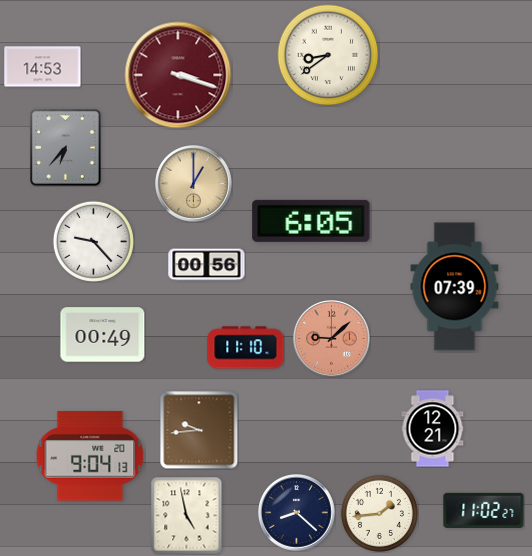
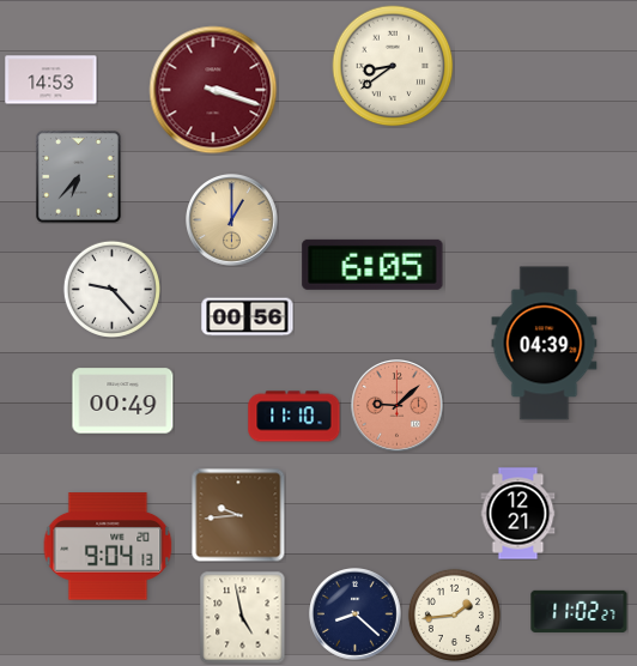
clock at (455, 287): 07:39 -> 04:39
clock at (187, 515) position: (187, 515) -> (243, 617)
